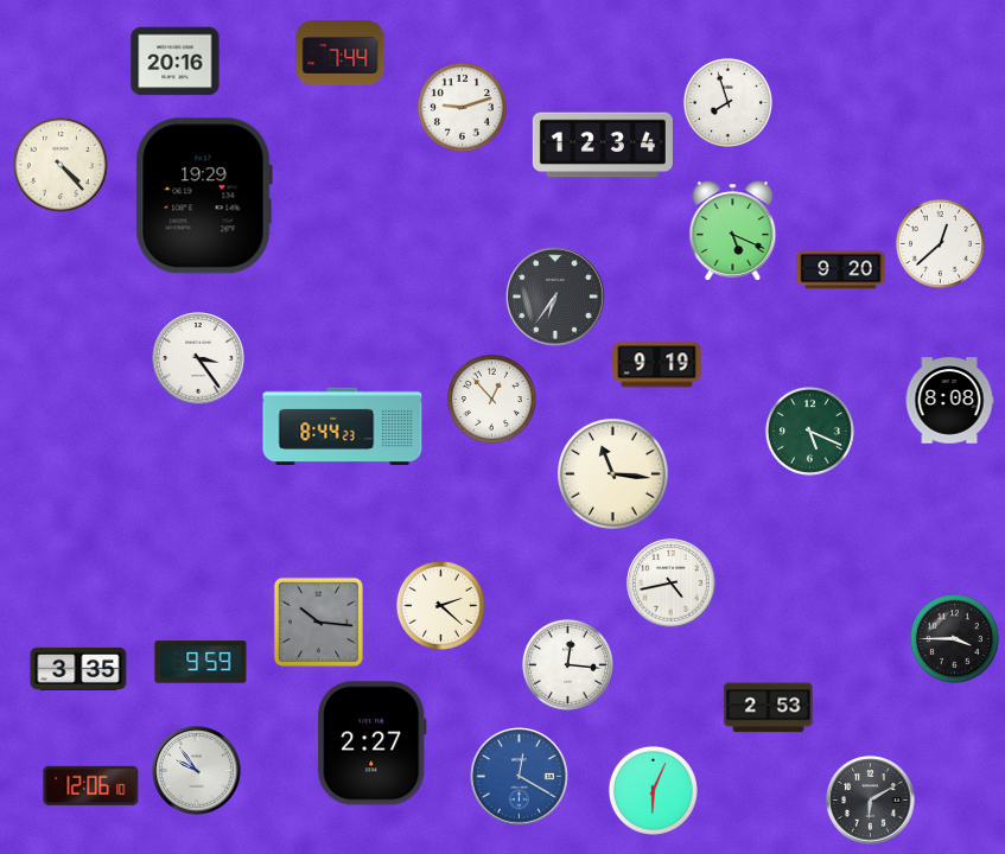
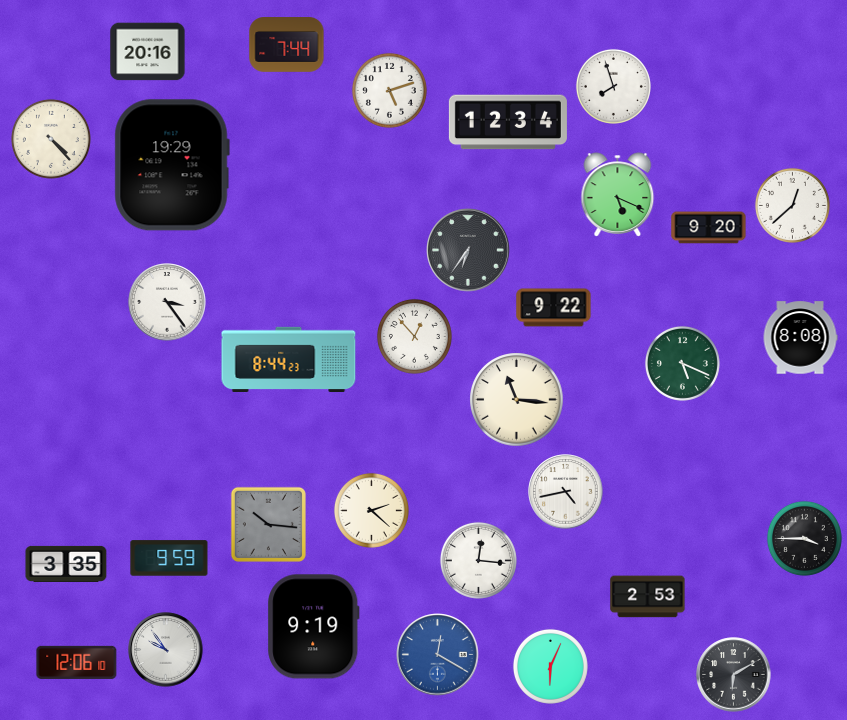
clock at (462, 107): 9:12 -> 5:12
clock at (657, 365): 9:19 -> 9:22
clock at (373, 744): 2:27 -> 9:19
